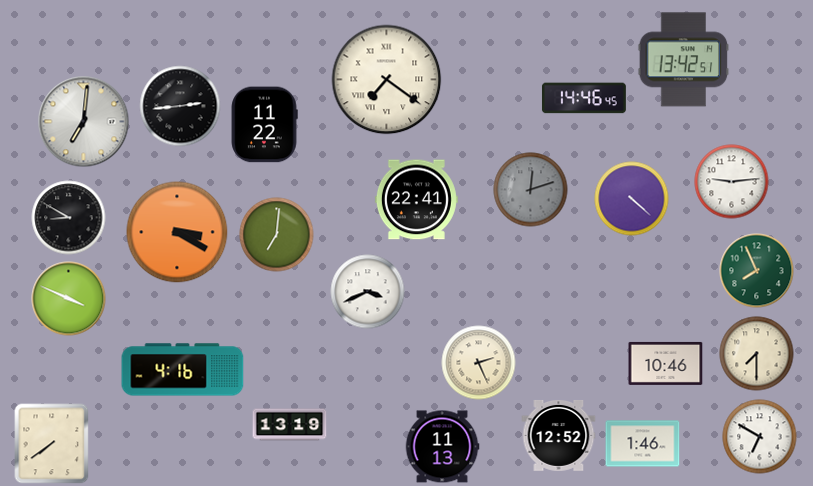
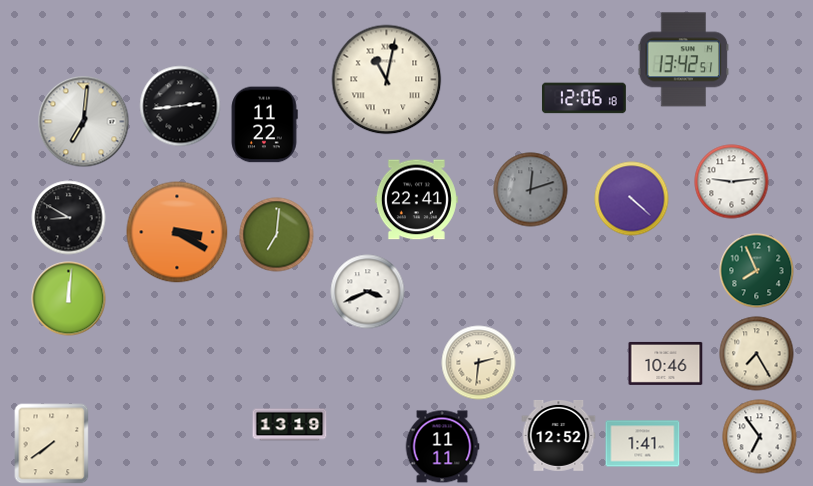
clock at (387, 80): 7:21 -> 11:02
clock at (584, 98): 14:46 -> 12:06
clock at (69, 299): 3:49 -> 12:01
clock at (757, 354): 7:30 -> 7:25
clock at (479, 363): 2:26 -> 2:31
clock at (183, 370): 4:16 -> none
clock at (760, 437): 6:50 -> 6:54
clock at (643, 444): 1:46 -> 1:41
clock at (442, 447): 11:13 -> 11:11
